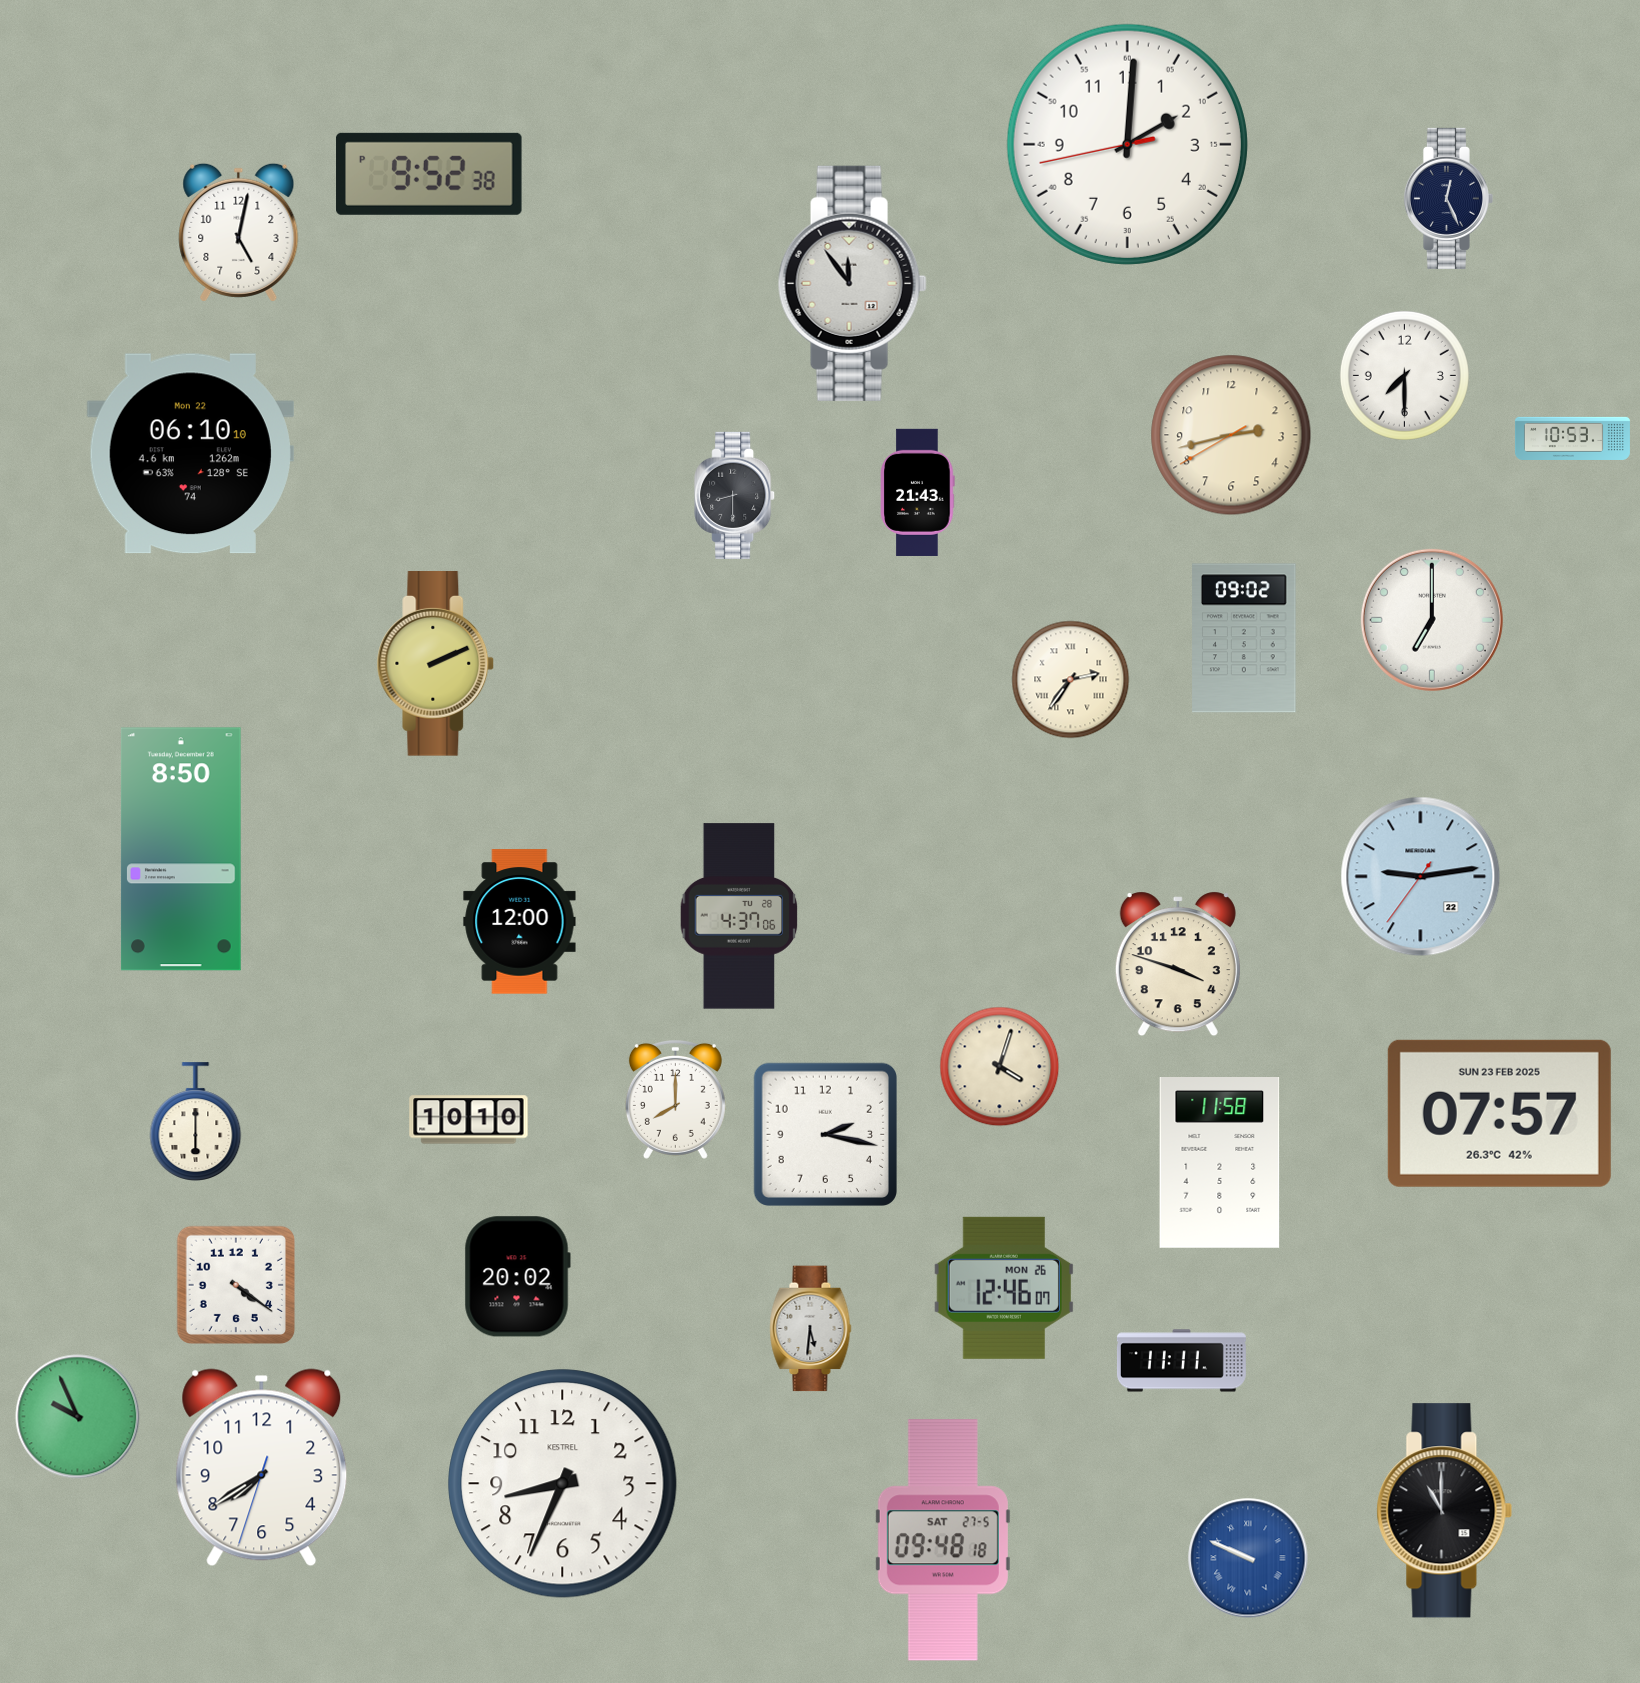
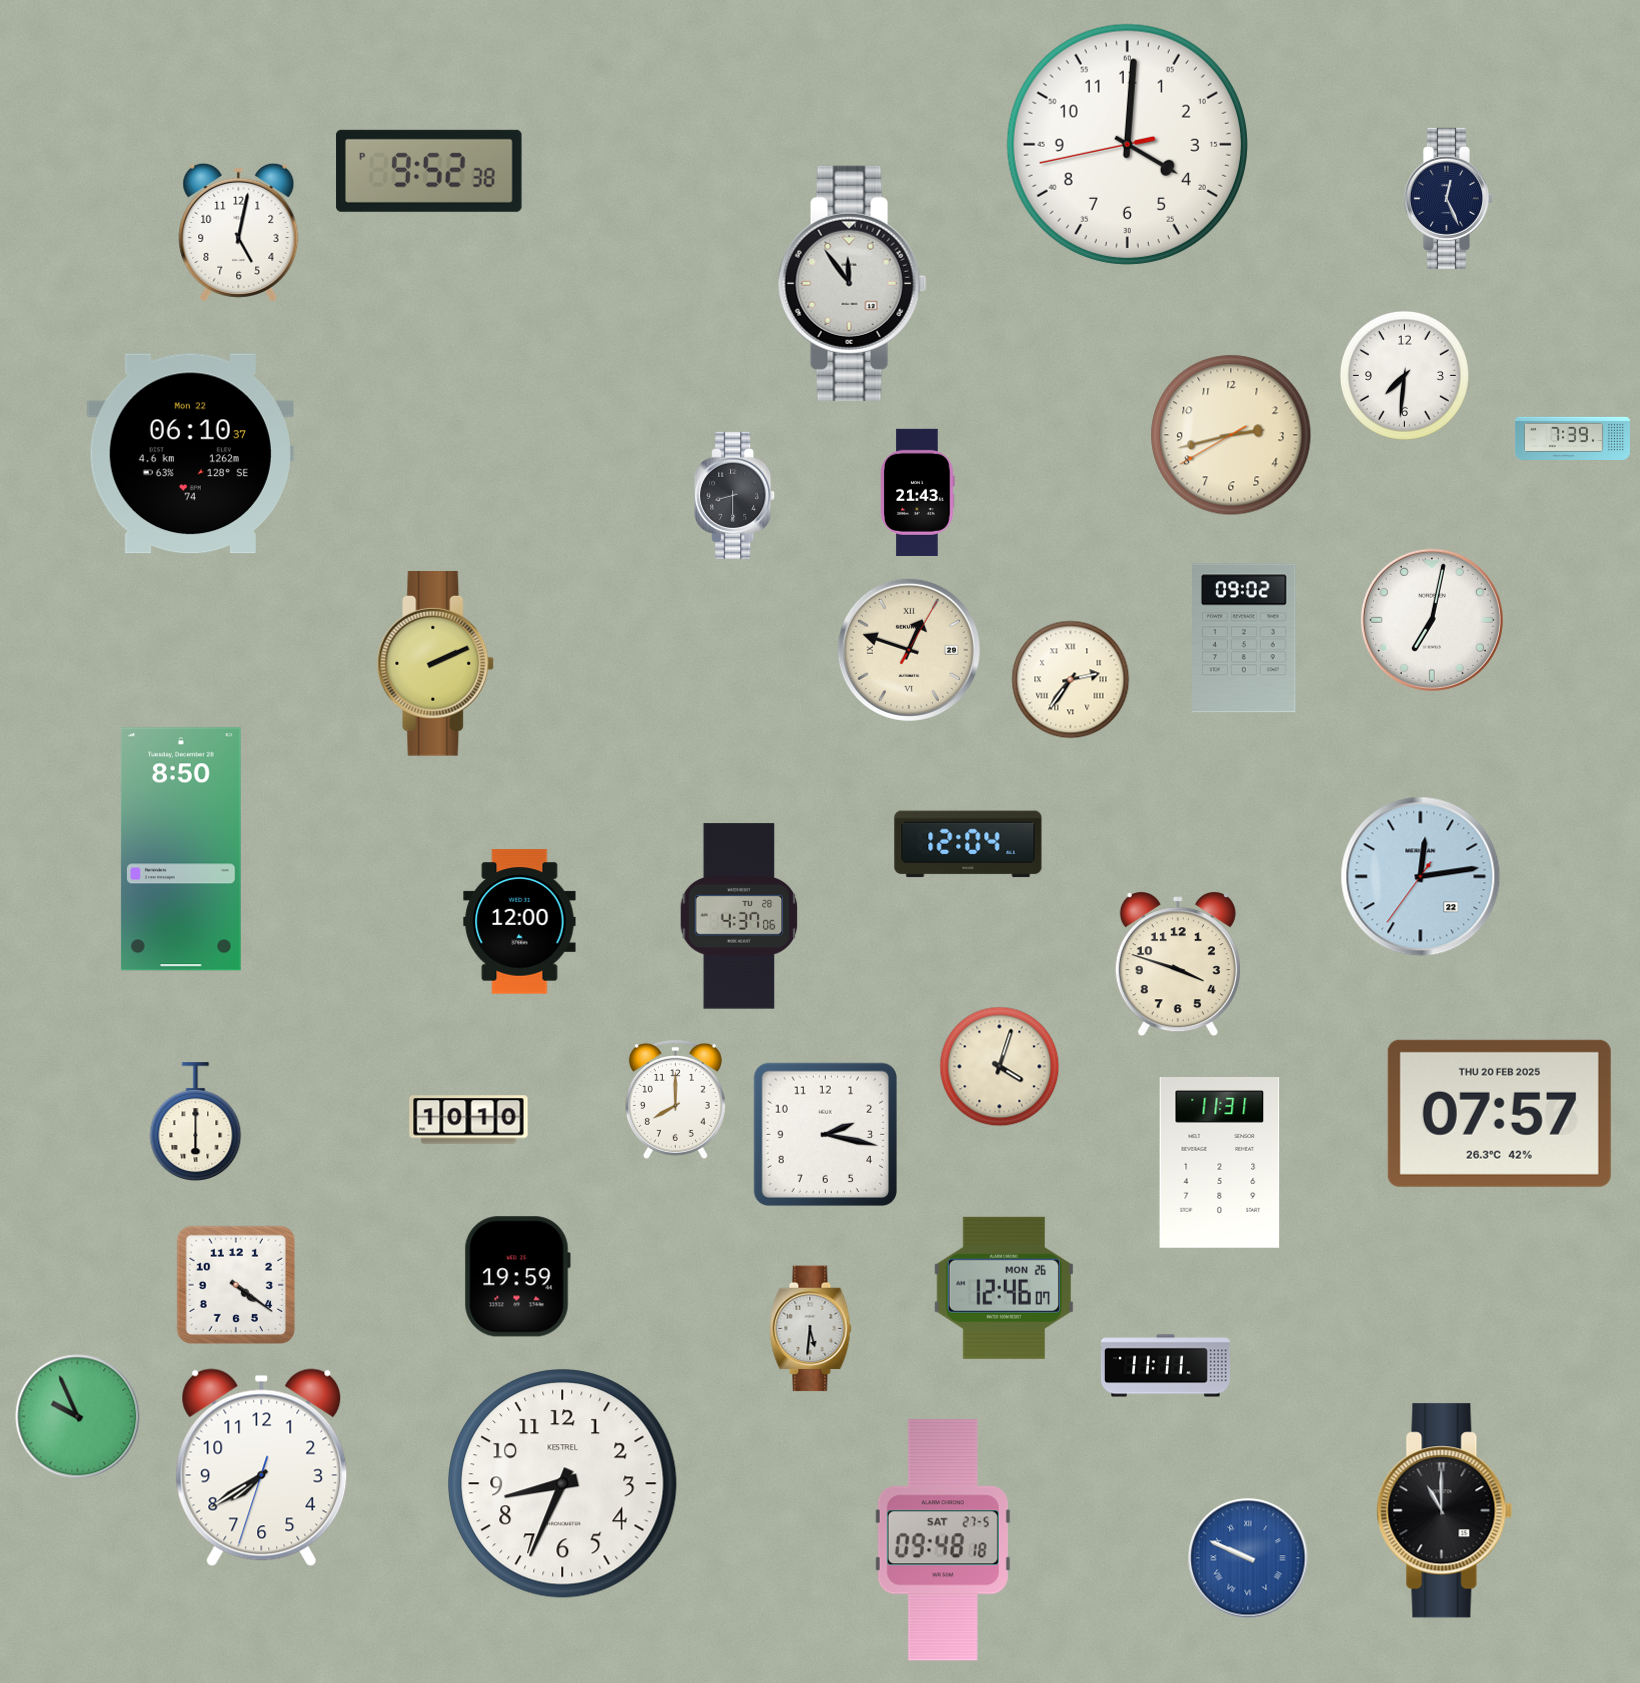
clock at (1127, 144): 2:00 -> 4:00
clock at (429, 174) position: (429, 174) -> (429, 171)
clock at (1404, 375): 7:30 -> 7:31
clock at (1572, 438): 10:53 -> 7:39
clock at (190, 454): 06:10:10 -> 06:10:37
clock at (1432, 620): 7:00 -> 7:02
clock at (909, 650): none -> 12:48
clock at (968, 844): none -> 12:04
clock at (1421, 877): 9:13 -> 12:13
clock at (1499, 1113) date: SUN 23 FEB 2025 -> THU 20 FEB 2025
clock at (1220, 1163): 11:58 -> 11:31
clock at (517, 1277): 20:02 -> 19:59
clock at (1181, 1361) position: (1181, 1361) -> (1165, 1366)
